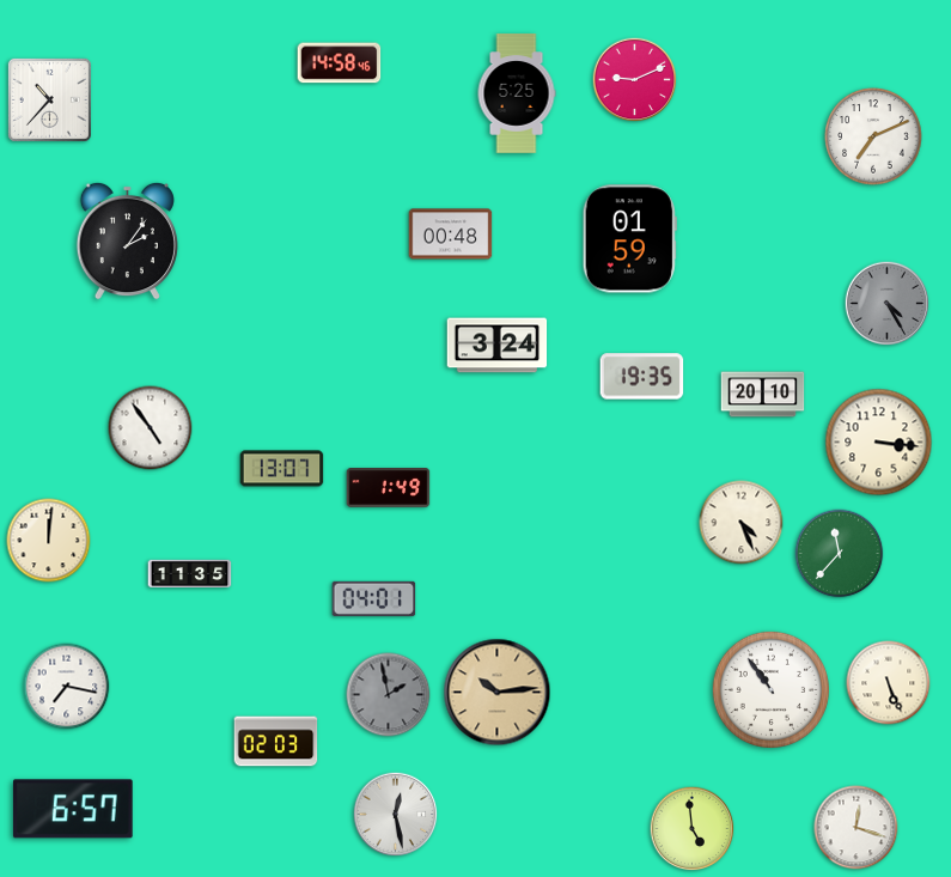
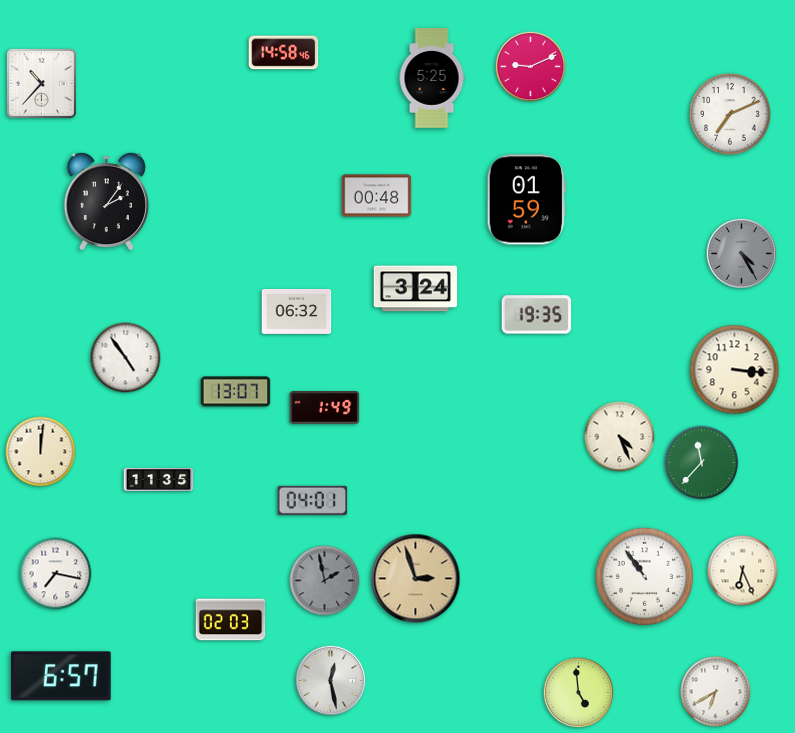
clock at (297, 312): none -> 06:32
clock at (763, 395): 20:10 -> none
clock at (889, 683): 5:26 -> 6:26
clock at (498, 693): 10:14 -> 2:57
clock at (856, 828): 12:18 -> 6:40
